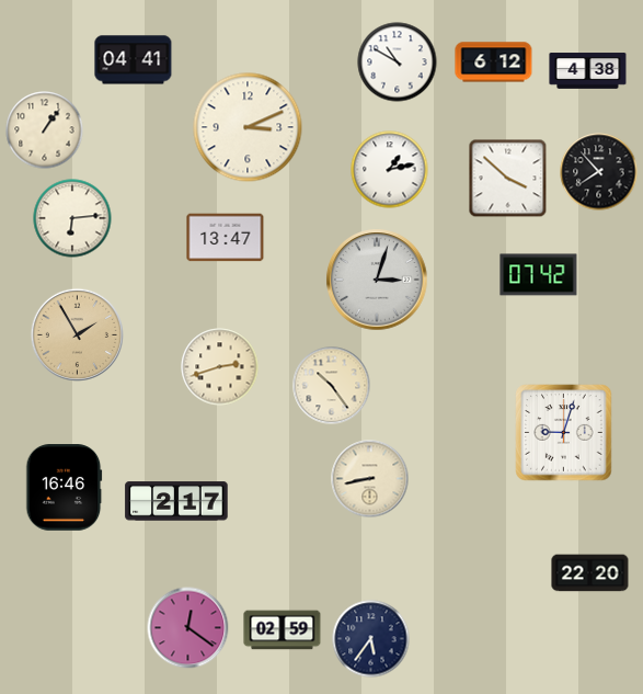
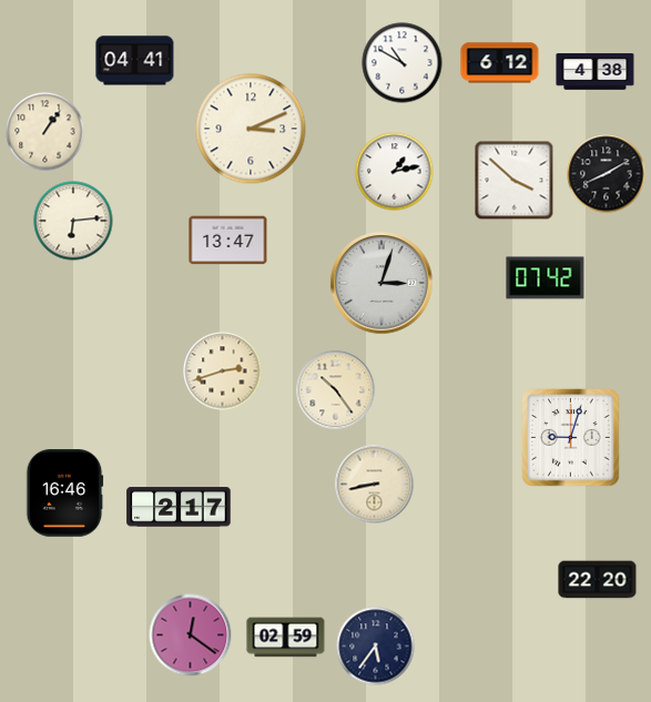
clock at (599, 172): 7:53 -> 8:10
clock at (77, 334): 1:55 -> none
